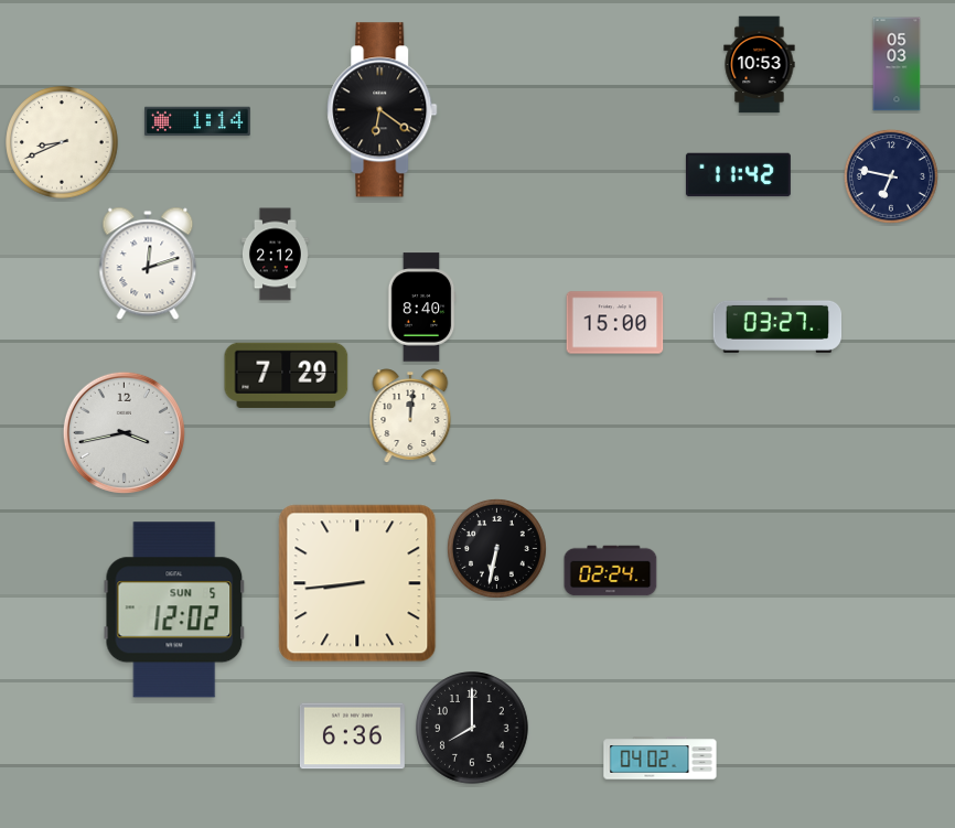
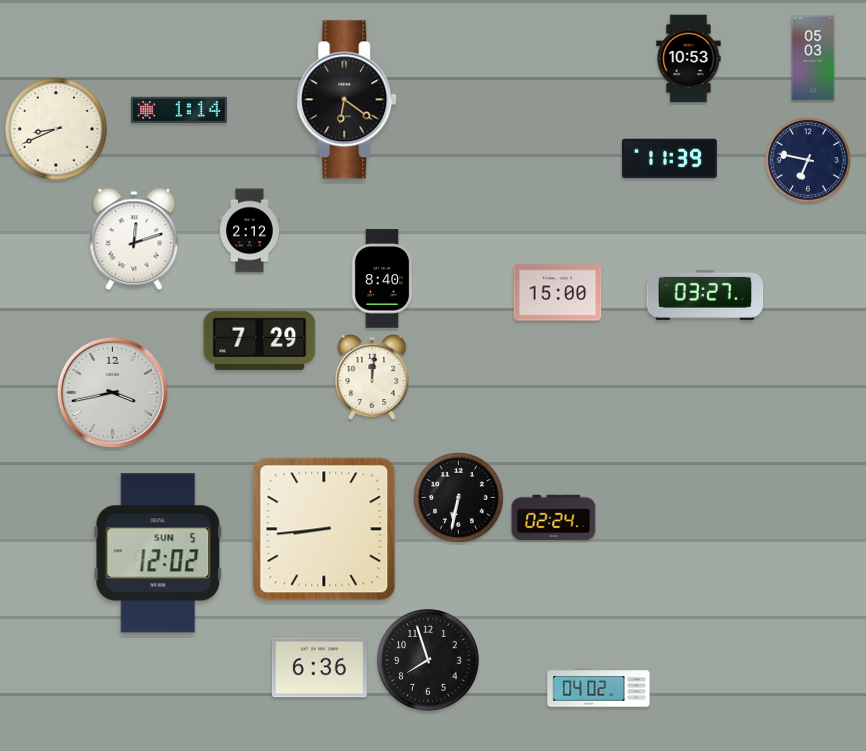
clock at (738, 175): 11:42 -> 11:39
clock at (496, 548) position: (496, 548) -> (458, 497)
clock at (472, 728): 8:00 -> 7:57
